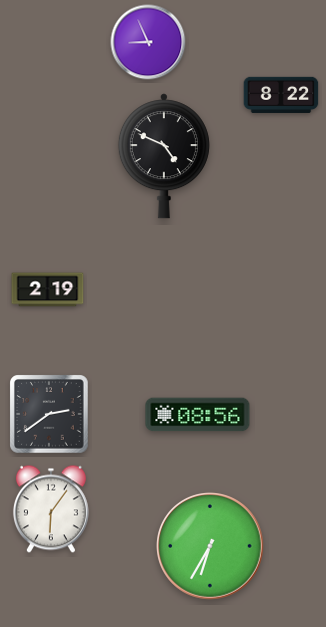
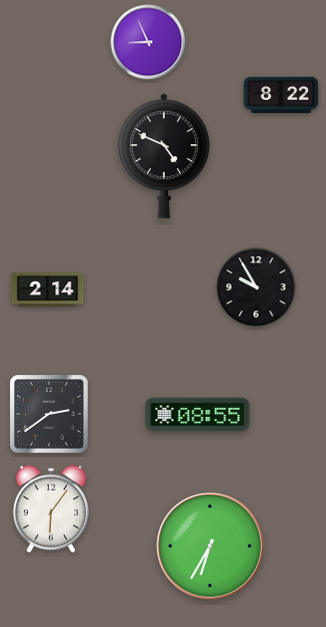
clock at (256, 287): none -> 9:55
clock at (48, 290): 2:19 -> 2:14
clock at (198, 415): 08:56 -> 08:55
